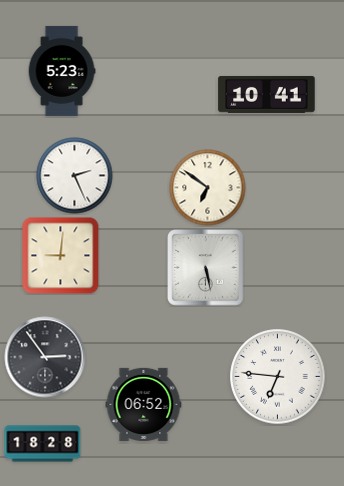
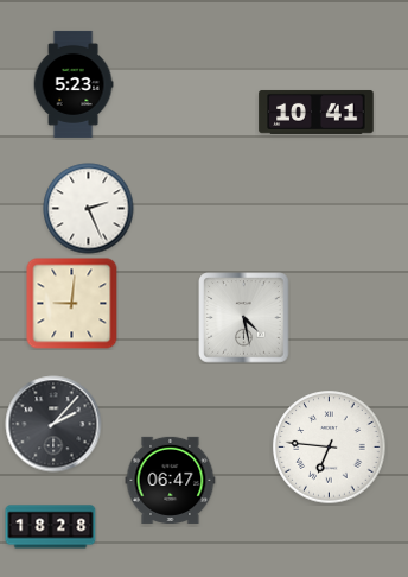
clock at (208, 188): 6:51 -> none
clock at (206, 268): 5:28 -> 4:28
clock at (45, 357): 2:54 -> 2:07
clock at (144, 404): 06:52 -> 06:47
